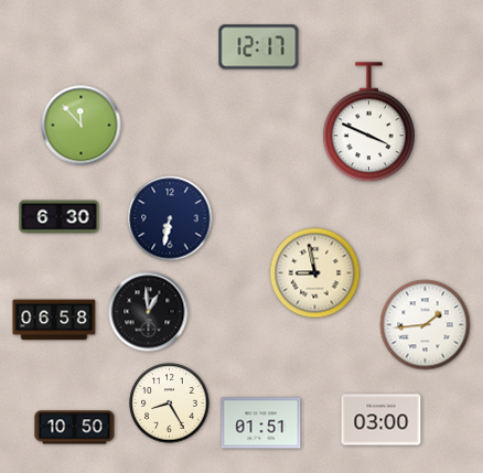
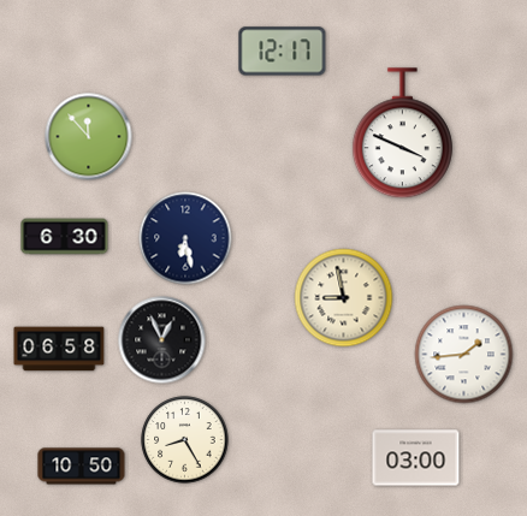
clock at (170, 218): 6:32 -> 6:28
clock at (149, 312): 12:59 -> 12:56
clock at (261, 423): 01:51 -> none
